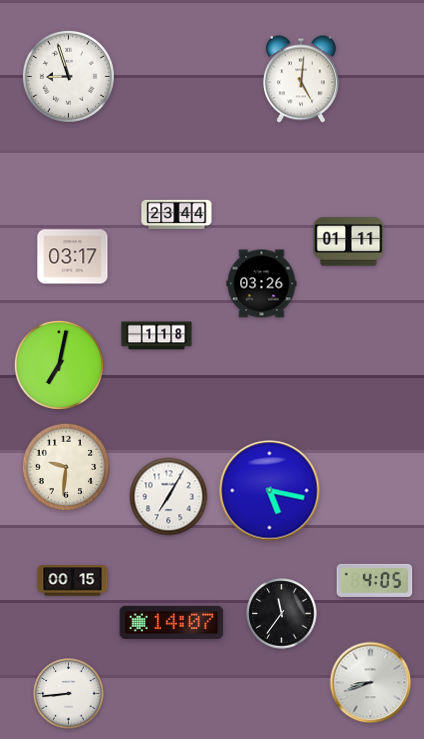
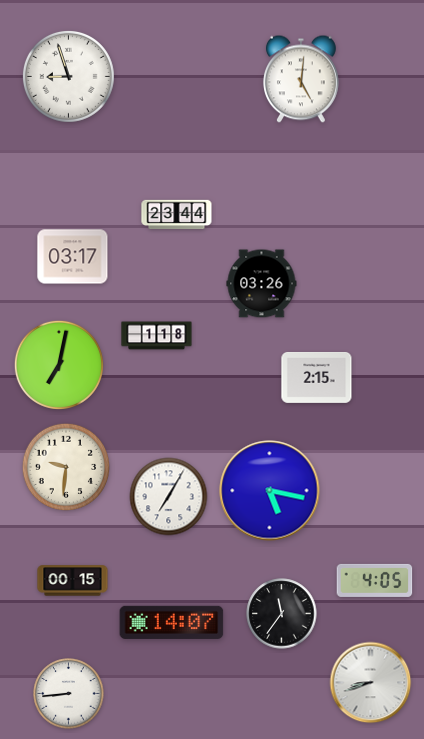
clock at (349, 242): 01:11 -> none
clock at (317, 377): none -> 2:15
